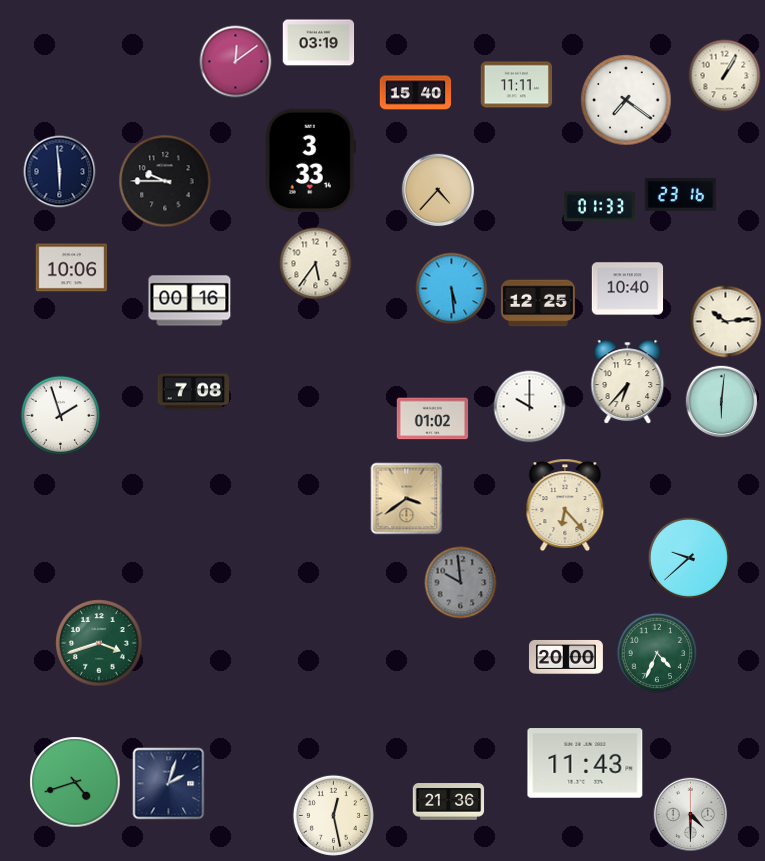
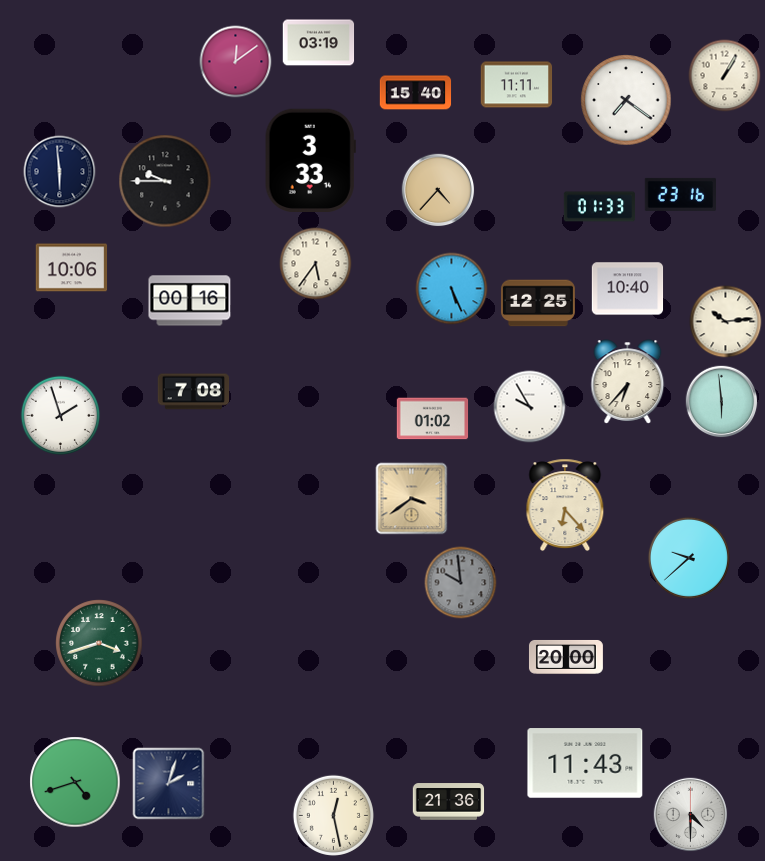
clock at (452, 289): 5:29 -> 5:26
clock at (722, 402): 6:01 -> 5:59
clock at (530, 407): 10:00 -> 9:55
clock at (407, 499) position: (407, 499) -> (412, 499)
clock at (656, 652): 4:34 -> none
